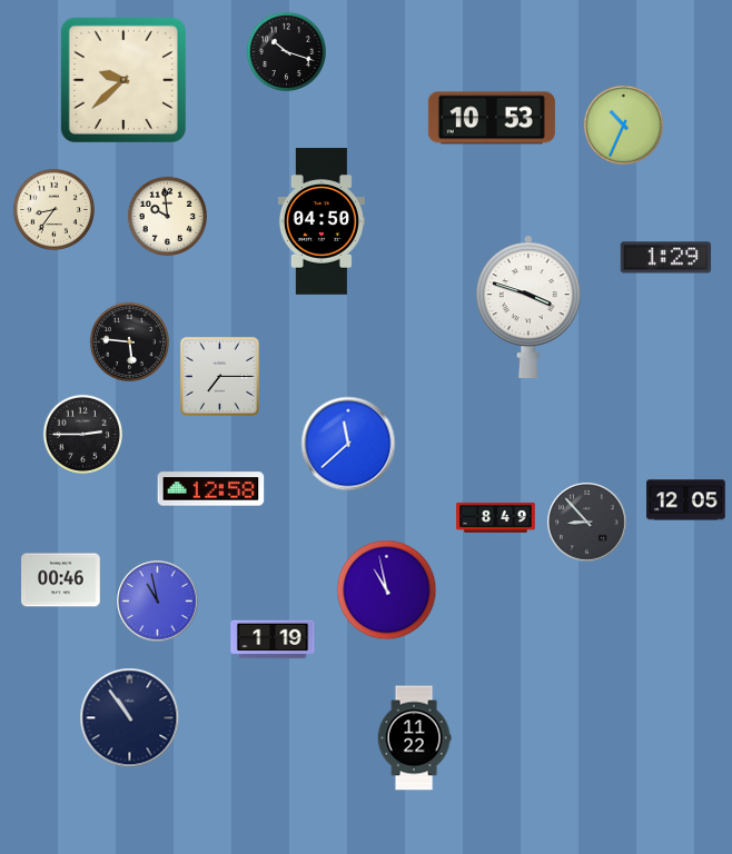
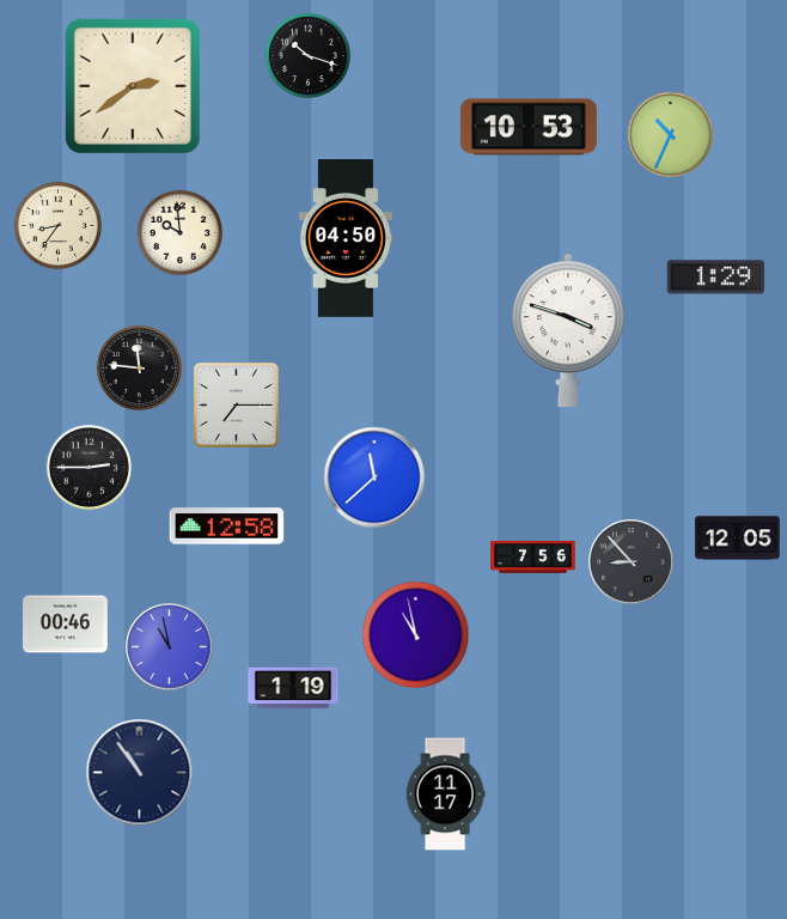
clock at (123, 80): 9:38 -> 2:39
clock at (129, 341): 5:46 -> 11:46
clock at (496, 517): 8:49 -> 7:56
clock at (414, 738): 11:22 -> 11:17
